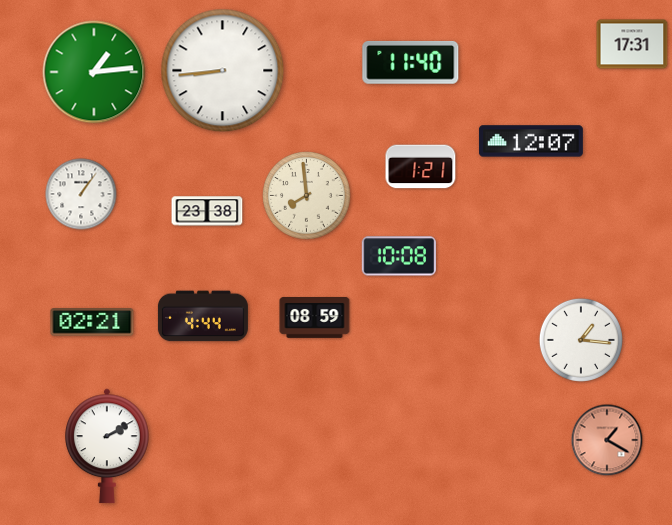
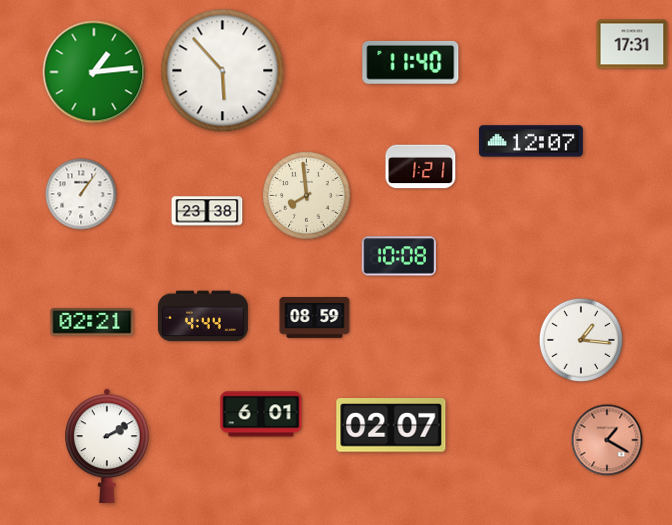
clock at (223, 71): 8:44 -> 5:53
clock at (261, 414): none -> 6:01
clock at (391, 425): none -> 02:07
